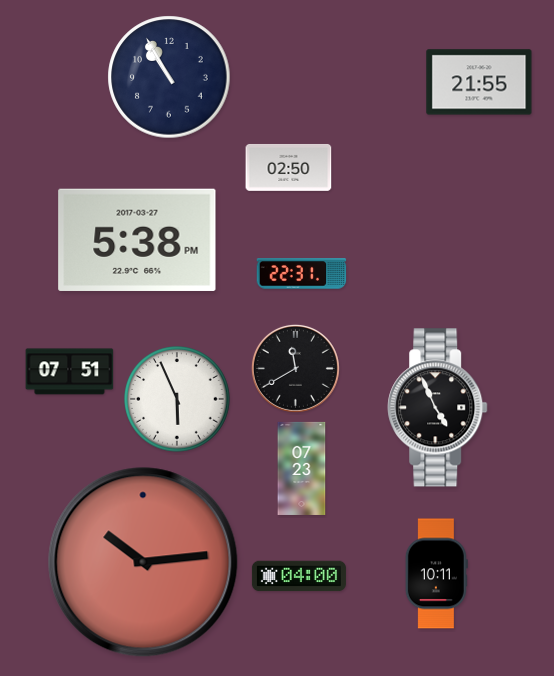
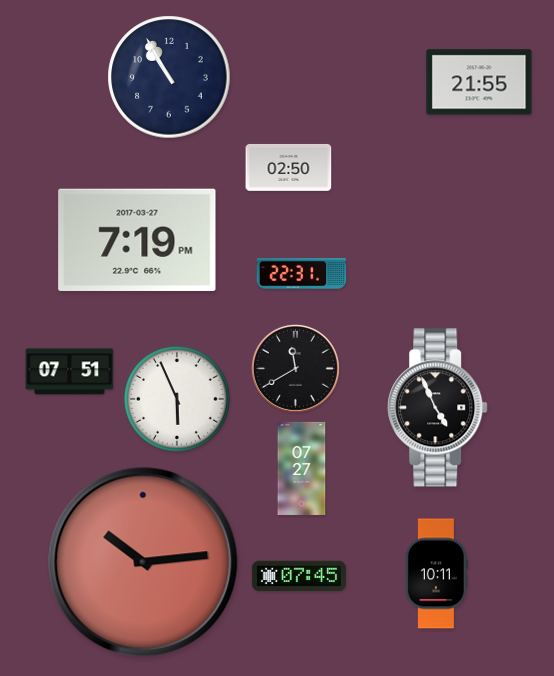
clock at (137, 240): 5:38 -> 7:19
clock at (302, 468): 07:23 -> 07:27
clock at (299, 576): 04:00 -> 07:45
